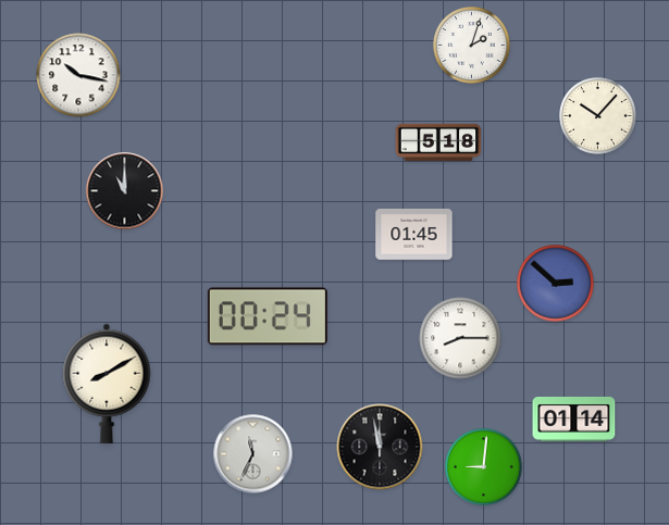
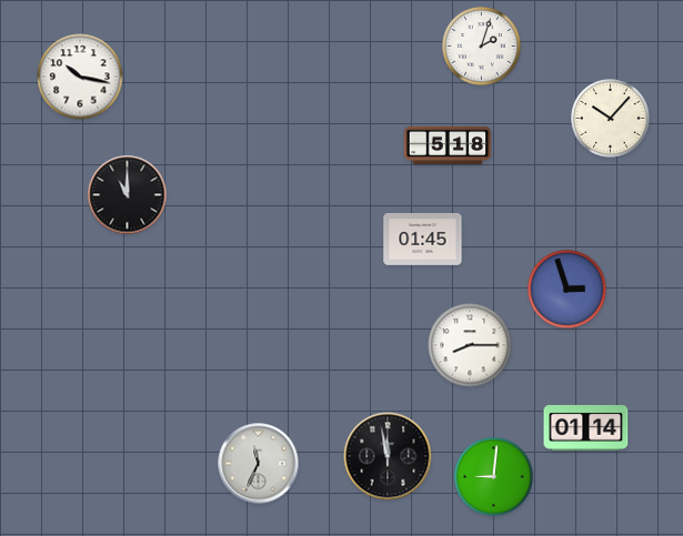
clock at (556, 284): 2:52 -> 2:57
clock at (268, 316): 00:24 -> none
clock at (107, 384): 8:10 -> none
